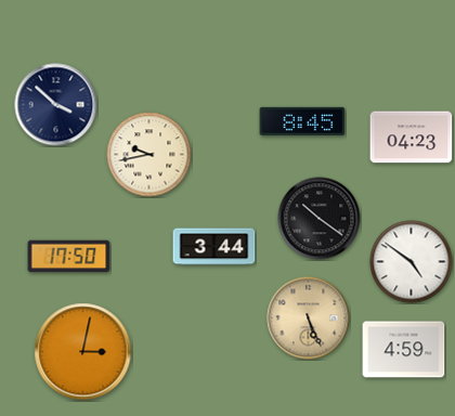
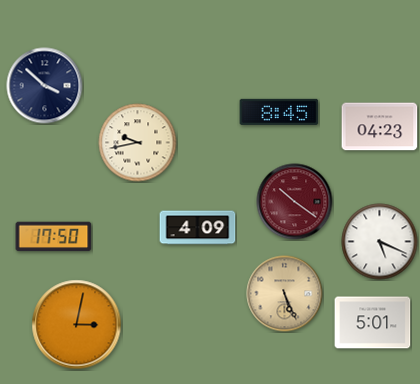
clock at (56, 105) position: (56, 105) -> (45, 86)
clock at (320, 219) dial: black -> burgundy
clock at (214, 247): 3:44 -> 4:09
clock at (69, 257) position: (69, 257) -> (54, 237)
clock at (412, 262): 4:51 -> 5:19
clock at (404, 350): 4:59 -> 5:01
